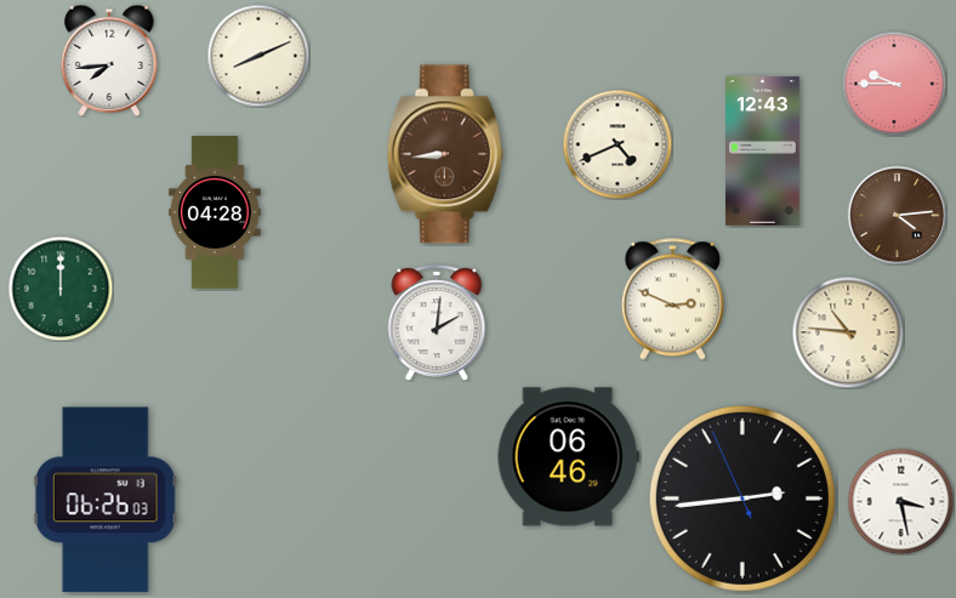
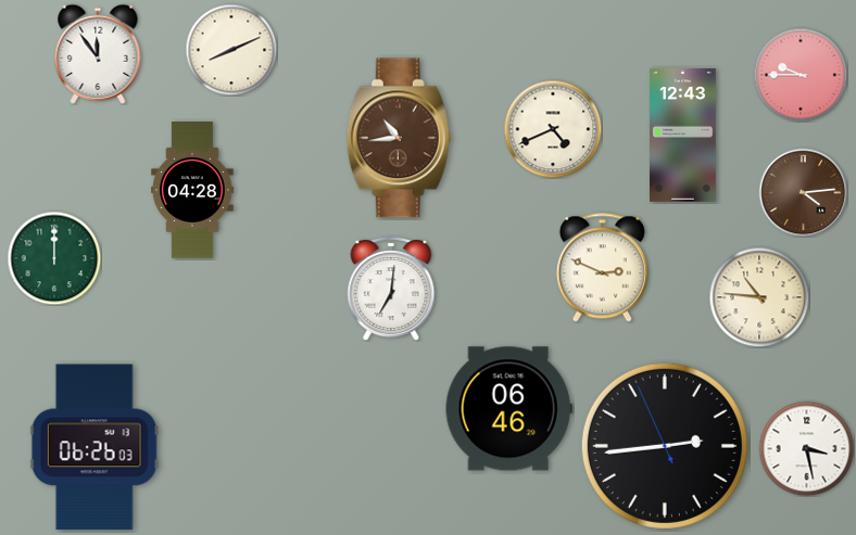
clock at (109, 61): 7:44 -> 11:54
clock at (445, 154): 8:44 -> 10:44
clock at (437, 324): 2:01 -> 7:01
